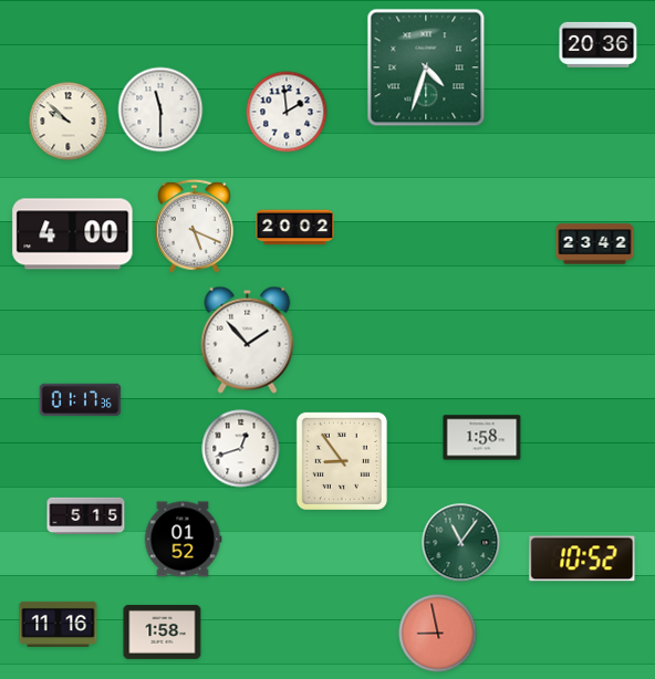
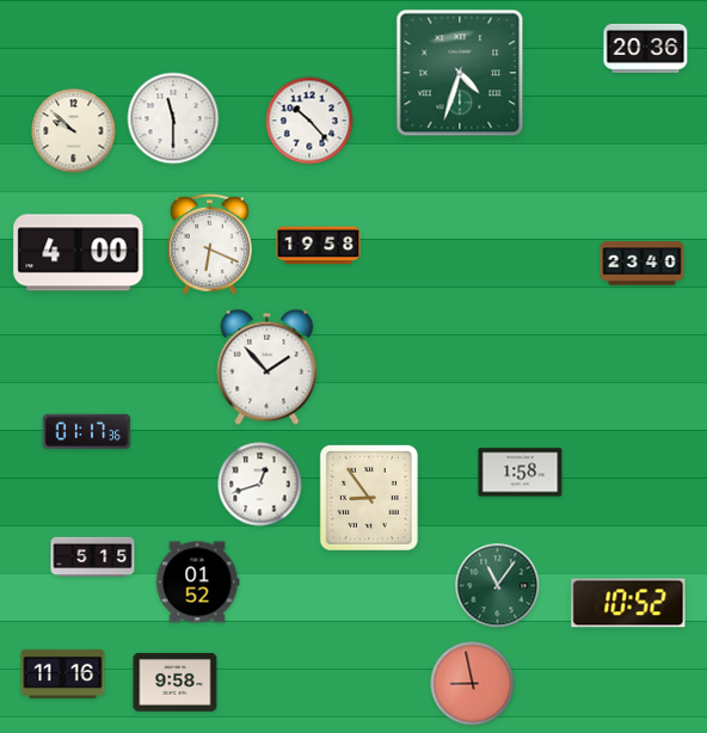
clock at (287, 112): 1:59 -> 10:23
clock at (194, 226): 5:19 -> 6:19
clock at (295, 228): 20:02 -> 19:58
clock at (595, 244): 23:42 -> 23:40
clock at (163, 631): 1:58 -> 9:58
